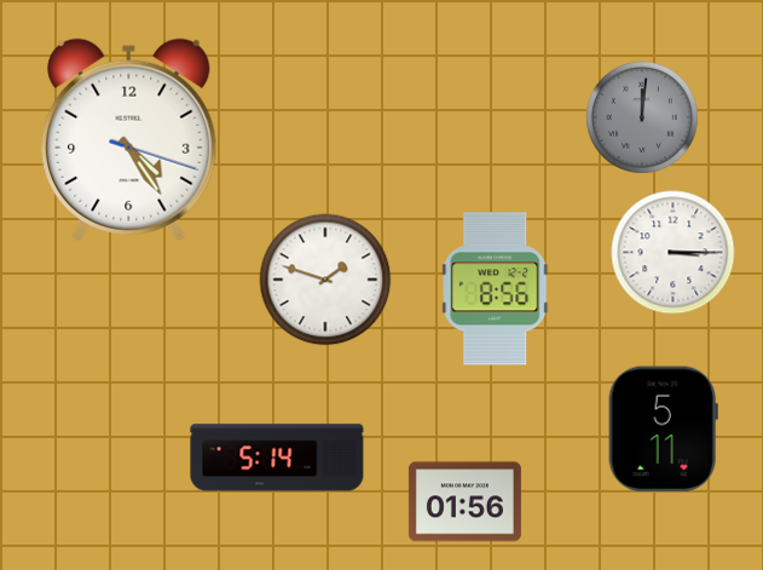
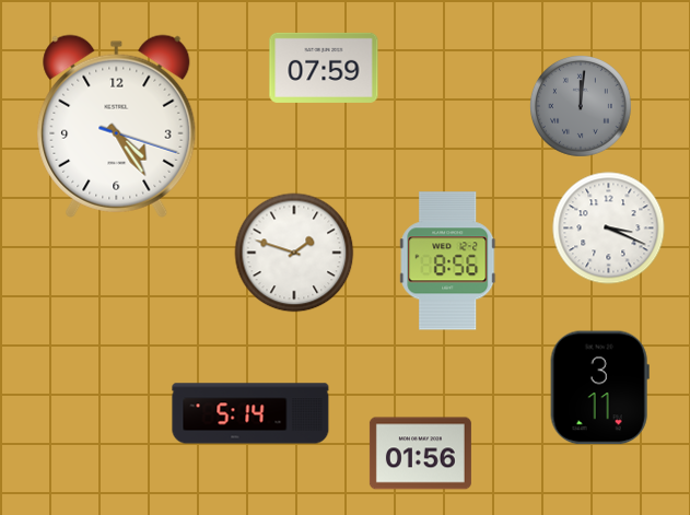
clock at (324, 68): none -> 07:59
clock at (674, 253): 3:15 -> 3:19
clock at (663, 430): 5:11 -> 3:11
